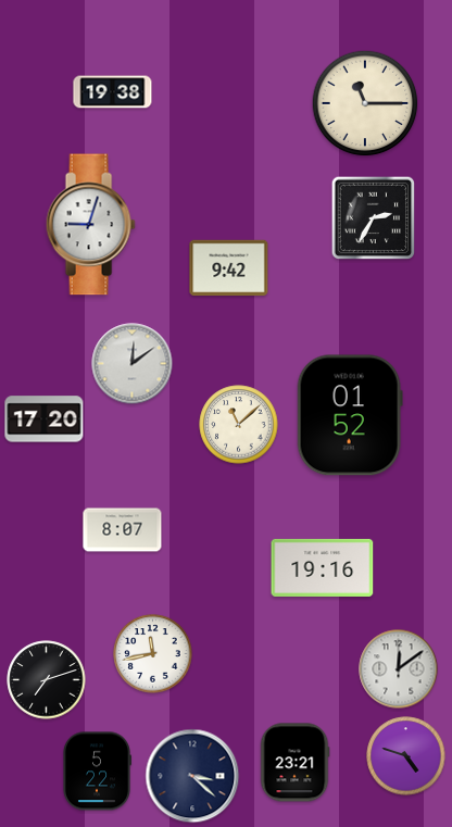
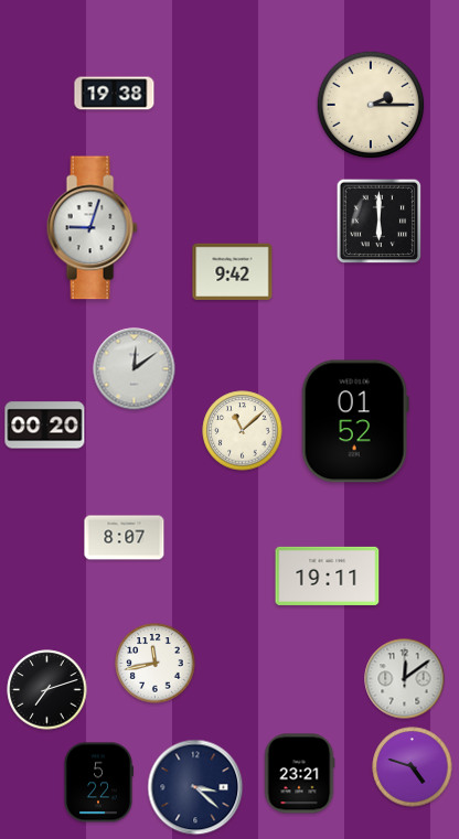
clock at (365, 103): 11:15 -> 2:15
clock at (374, 218): 2:35 -> 6:00
clock at (45, 419): 17:20 -> 00:20
clock at (323, 567): 19:16 -> 19:11
